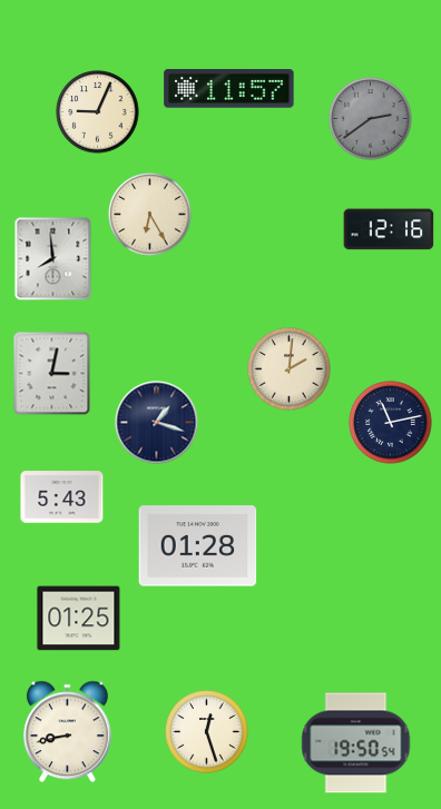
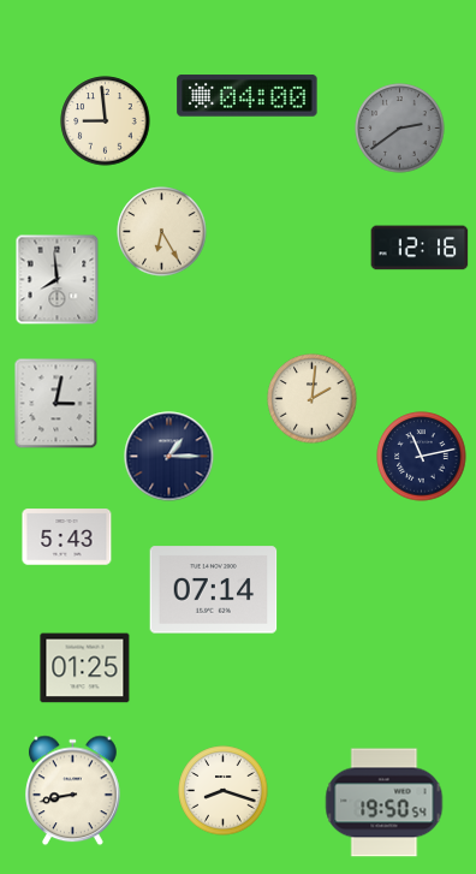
clock at (229, 89): 11:57 -> 04:00
clock at (98, 112): 9:04 -> 8:59
clock at (157, 423): 1:18 -> 1:15
clock at (198, 546): 01:28 -> 07:14
clock at (207, 732): 12:27 -> 8:18
